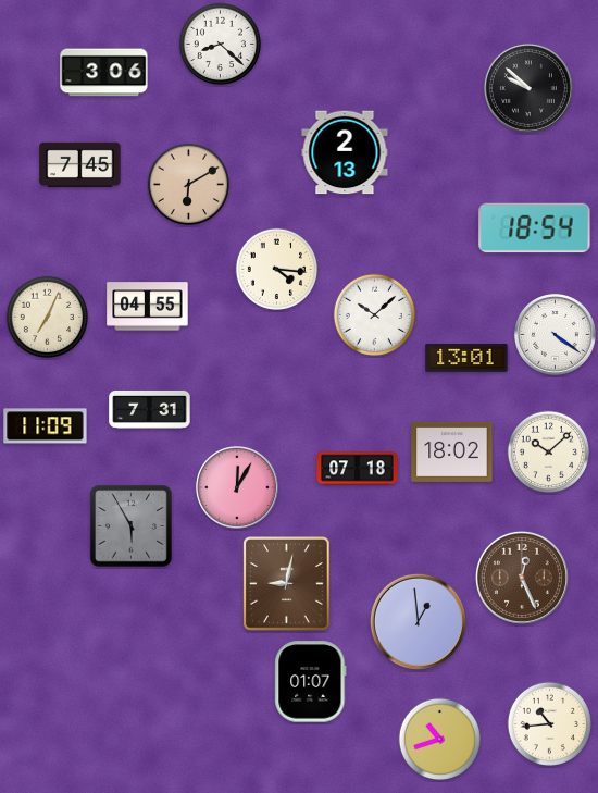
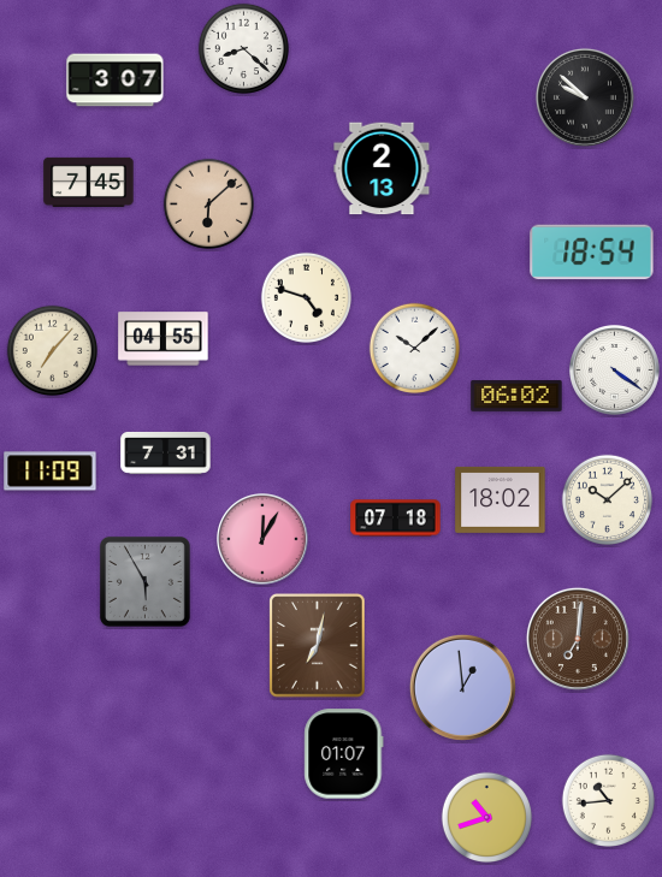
clock at (104, 73): 3:06 -> 3:07
clock at (188, 184): 6:10 -> 6:08
clock at (276, 269): 4:16 -> 4:48
clock at (47, 317): 7:04 -> 7:07
clock at (466, 359): 13:01 -> 06:02
clock at (522, 578): 12:26 -> 7:01
clock at (287, 584): 9:02 -> 7:02
